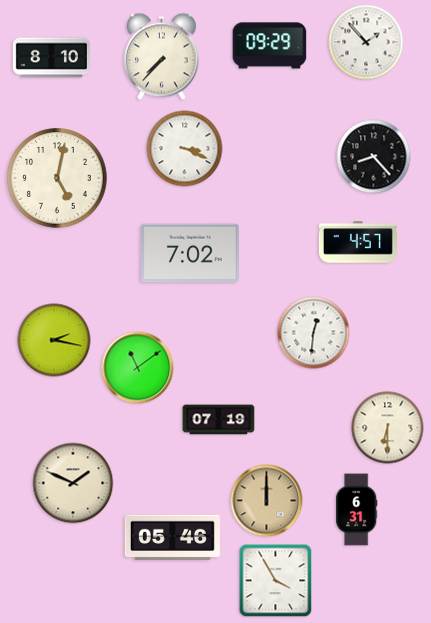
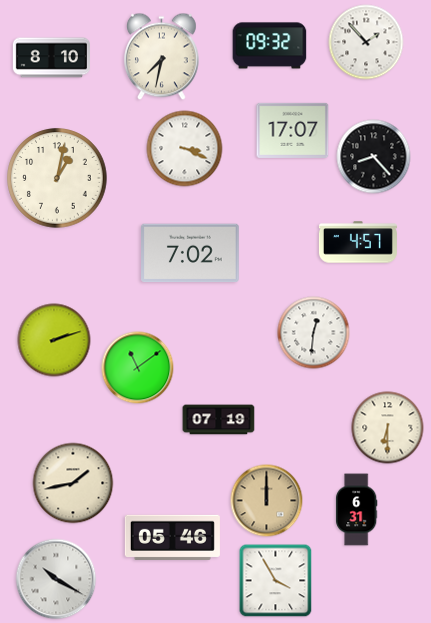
clock at (270, 46): 09:29 -> 09:32
clock at (162, 57): 7:37 -> 7:32
clock at (293, 130): none -> 17:07
clock at (57, 178): 5:02 -> 1:02
clock at (54, 340): 2:17 -> 2:12
clock at (73, 483): 1:49 -> 1:43
clock at (56, 579): none -> 10:20
